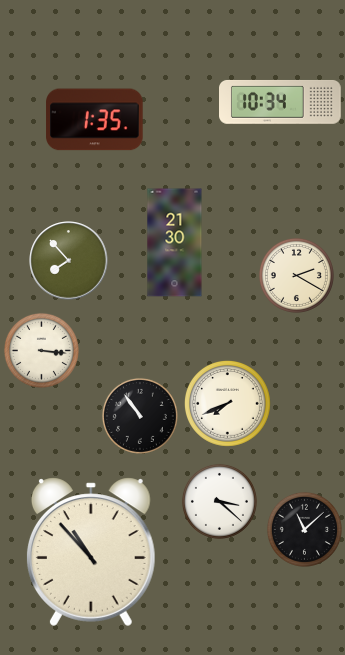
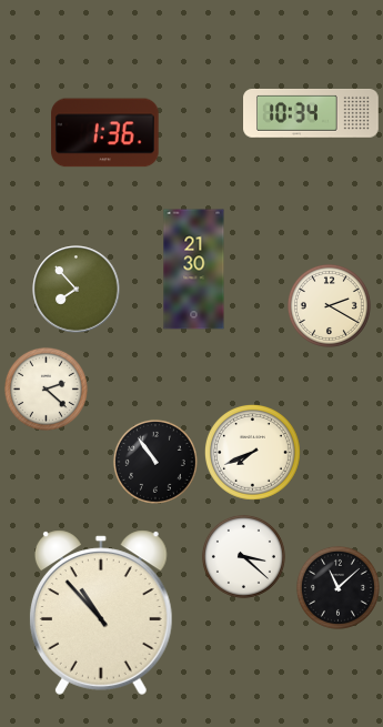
clock at (95, 120): 1:35 -> 1:36
clock at (41, 350): 3:16 -> 2:22
clock at (228, 404) position: (228, 404) -> (253, 453)
